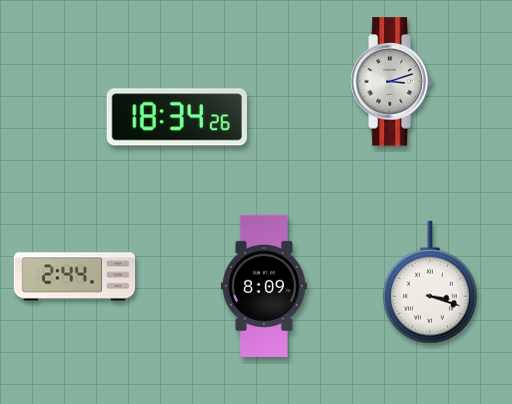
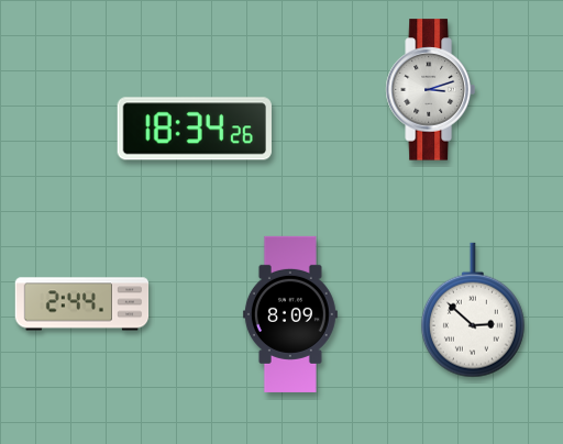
clock at (430, 282): 3:18 -> 2:52
